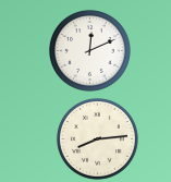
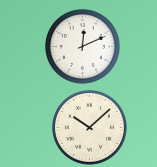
clock at (97, 138): 8:14 -> 10:08
